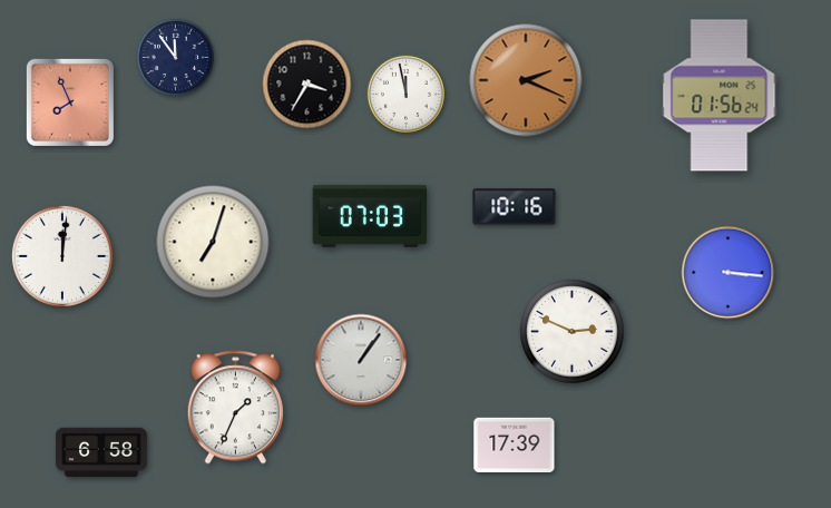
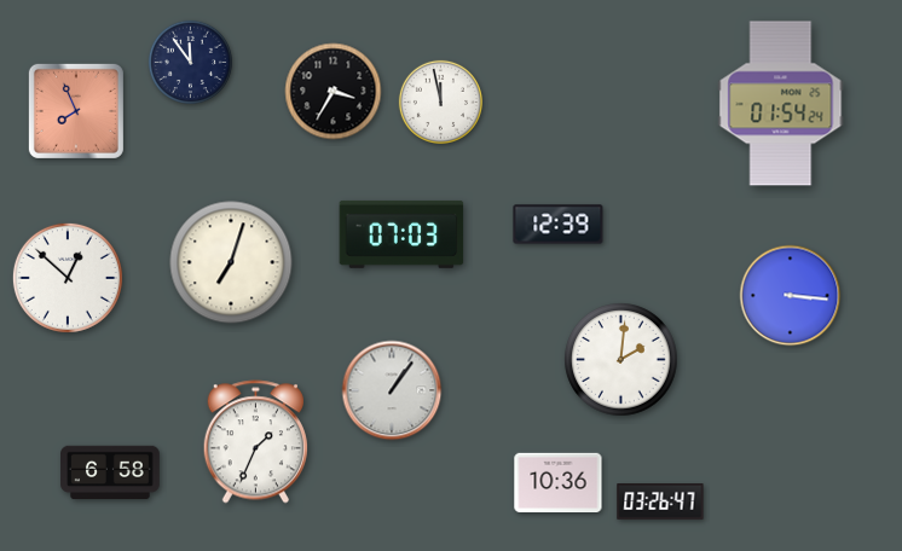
clock at (526, 80): 2:19 -> none
clock at (720, 96): 01:56 -> 01:54
clock at (515, 207): 10:16 -> 12:39
clock at (62, 256): 12:01 -> 12:52
clock at (573, 332): 2:49 -> 2:01
clock at (515, 446): 17:39 -> 10:36
clock at (101, 452) position: (101, 452) -> (110, 472)
clock at (660, 503): none -> 03:26
